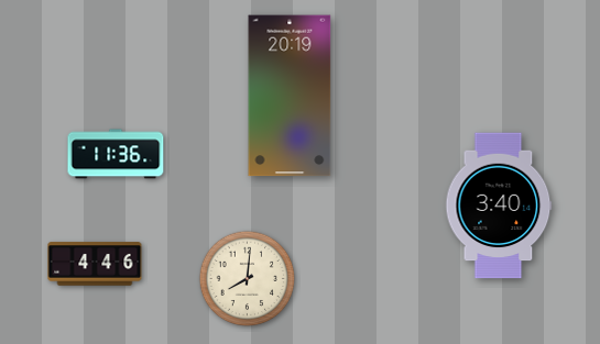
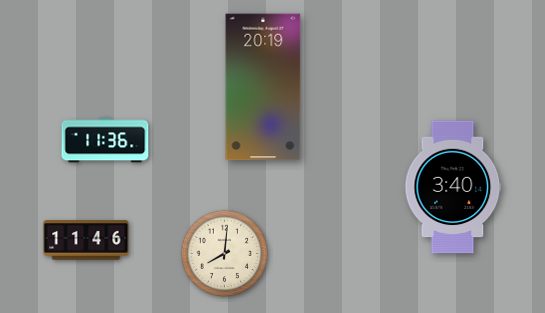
clock at (95, 264): 4:46 -> 11:46
